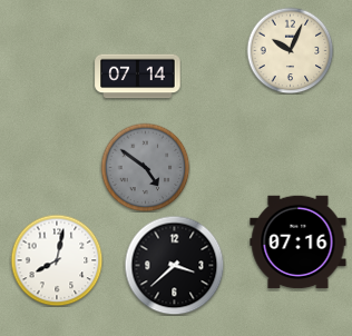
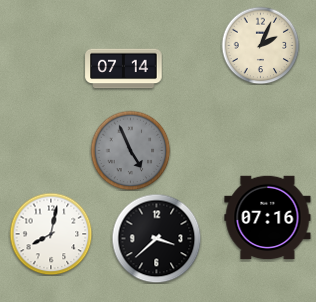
clock at (290, 50): 10:04 -> 2:04
clock at (145, 167): 4:51 -> 4:56
